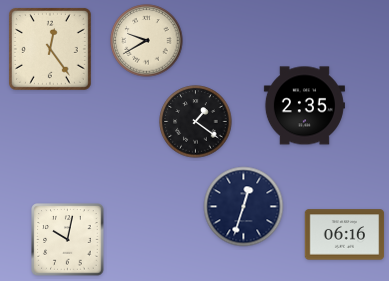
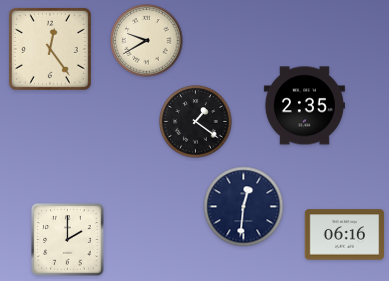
clock at (244, 207): 12:33 -> 12:31
clock at (68, 240): 10:02 -> 2:00
